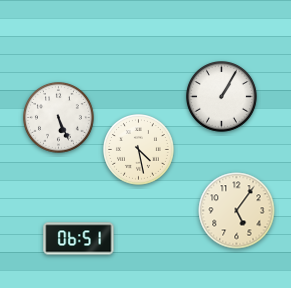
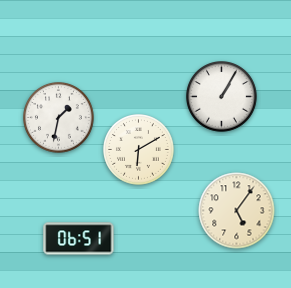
clock at (59, 118): 5:26 -> 1:32
clock at (139, 150): 4:28 -> 6:10
